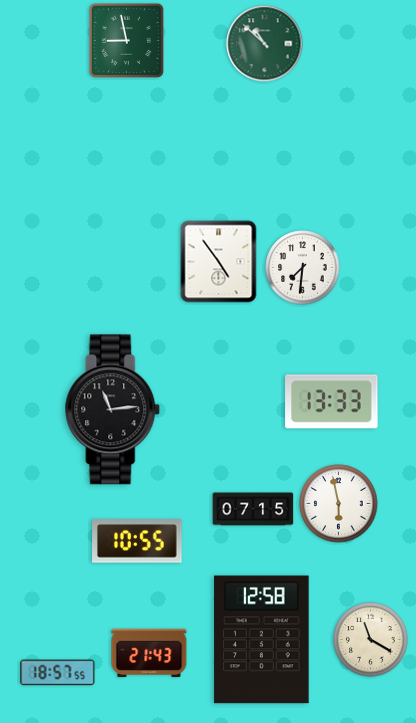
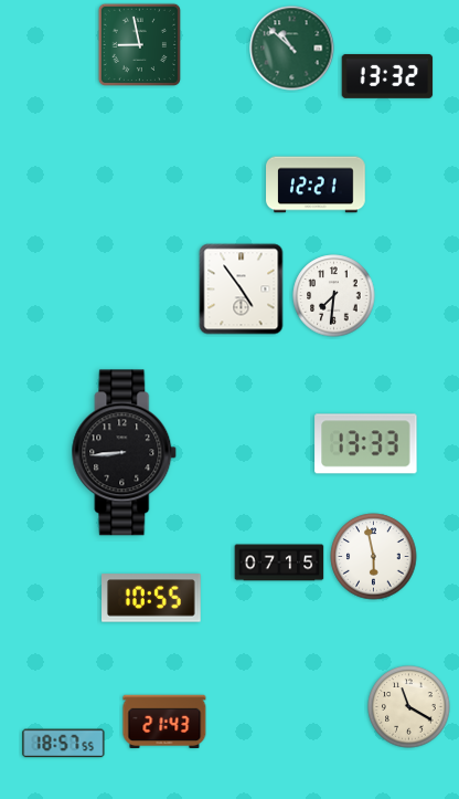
clock at (387, 76): none -> 13:32
clock at (316, 185): none -> 12:21
clock at (113, 410): 11:14 -> 8:44
clock at (262, 640): 12:58 -> none
